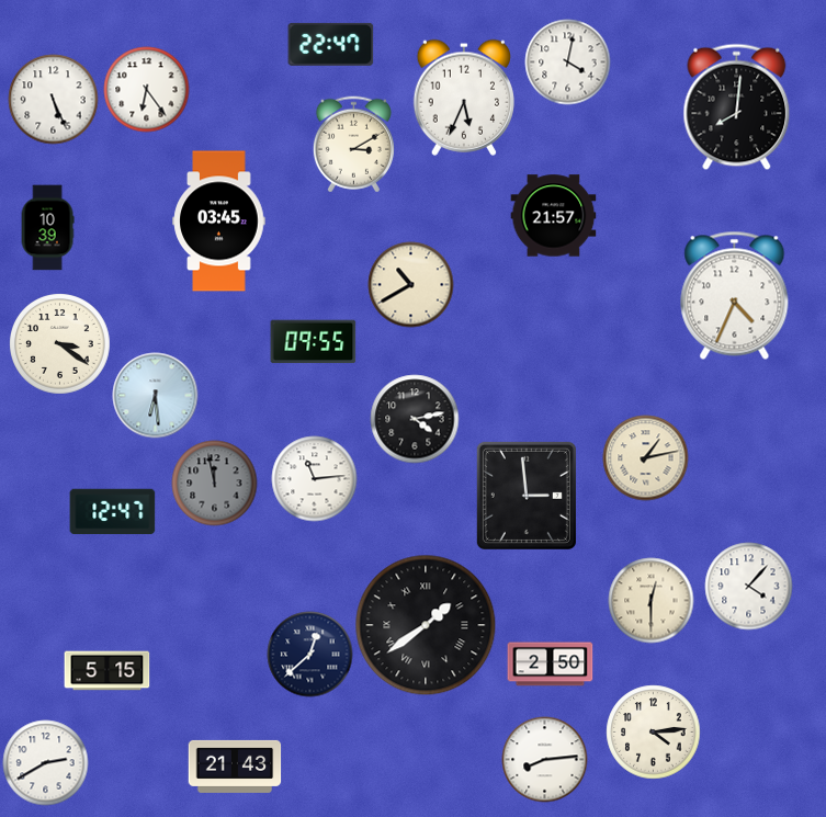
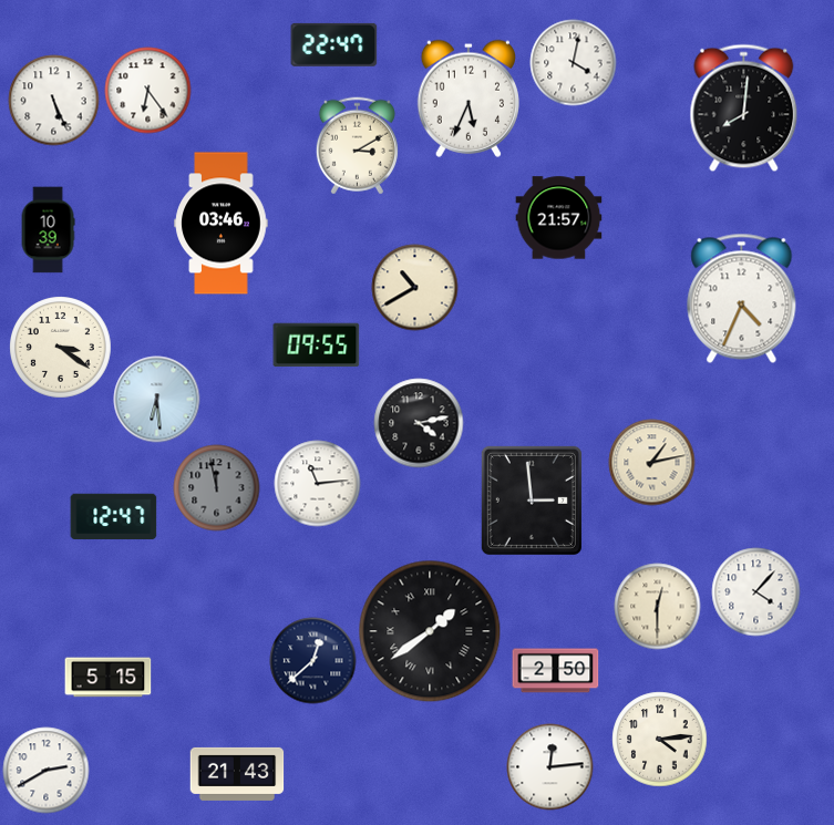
clock at (219, 222): 03:45 -> 03:46
clock at (544, 759): 8:14 -> 12:14
